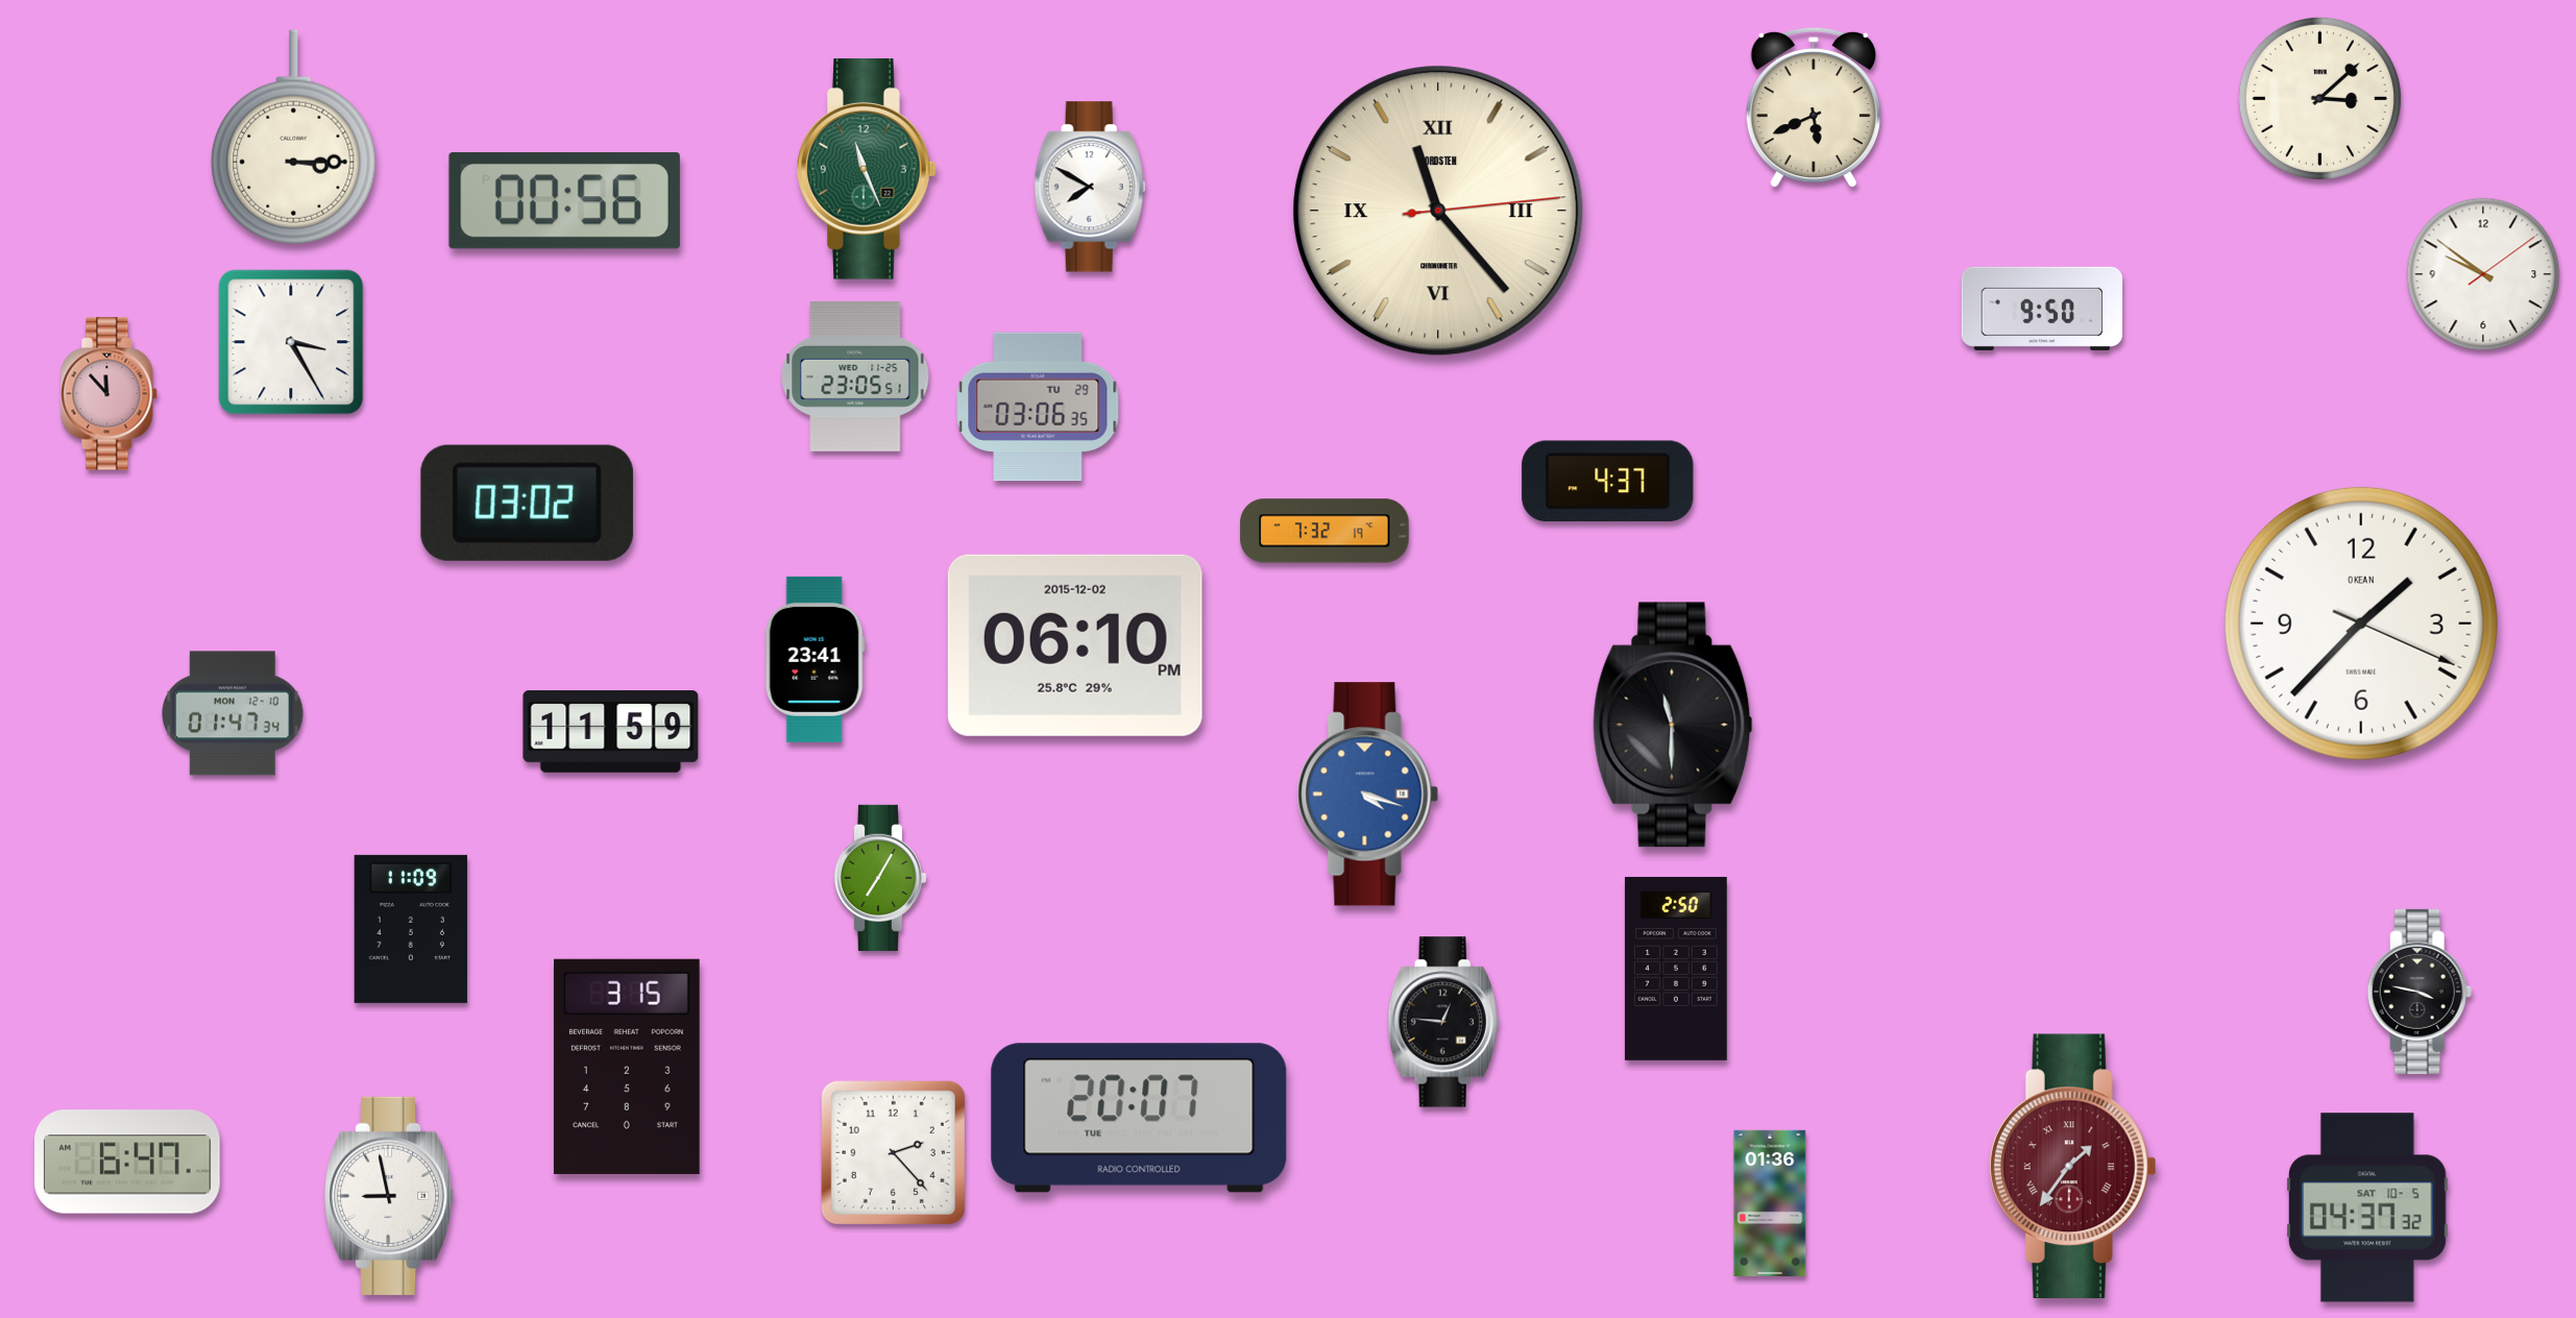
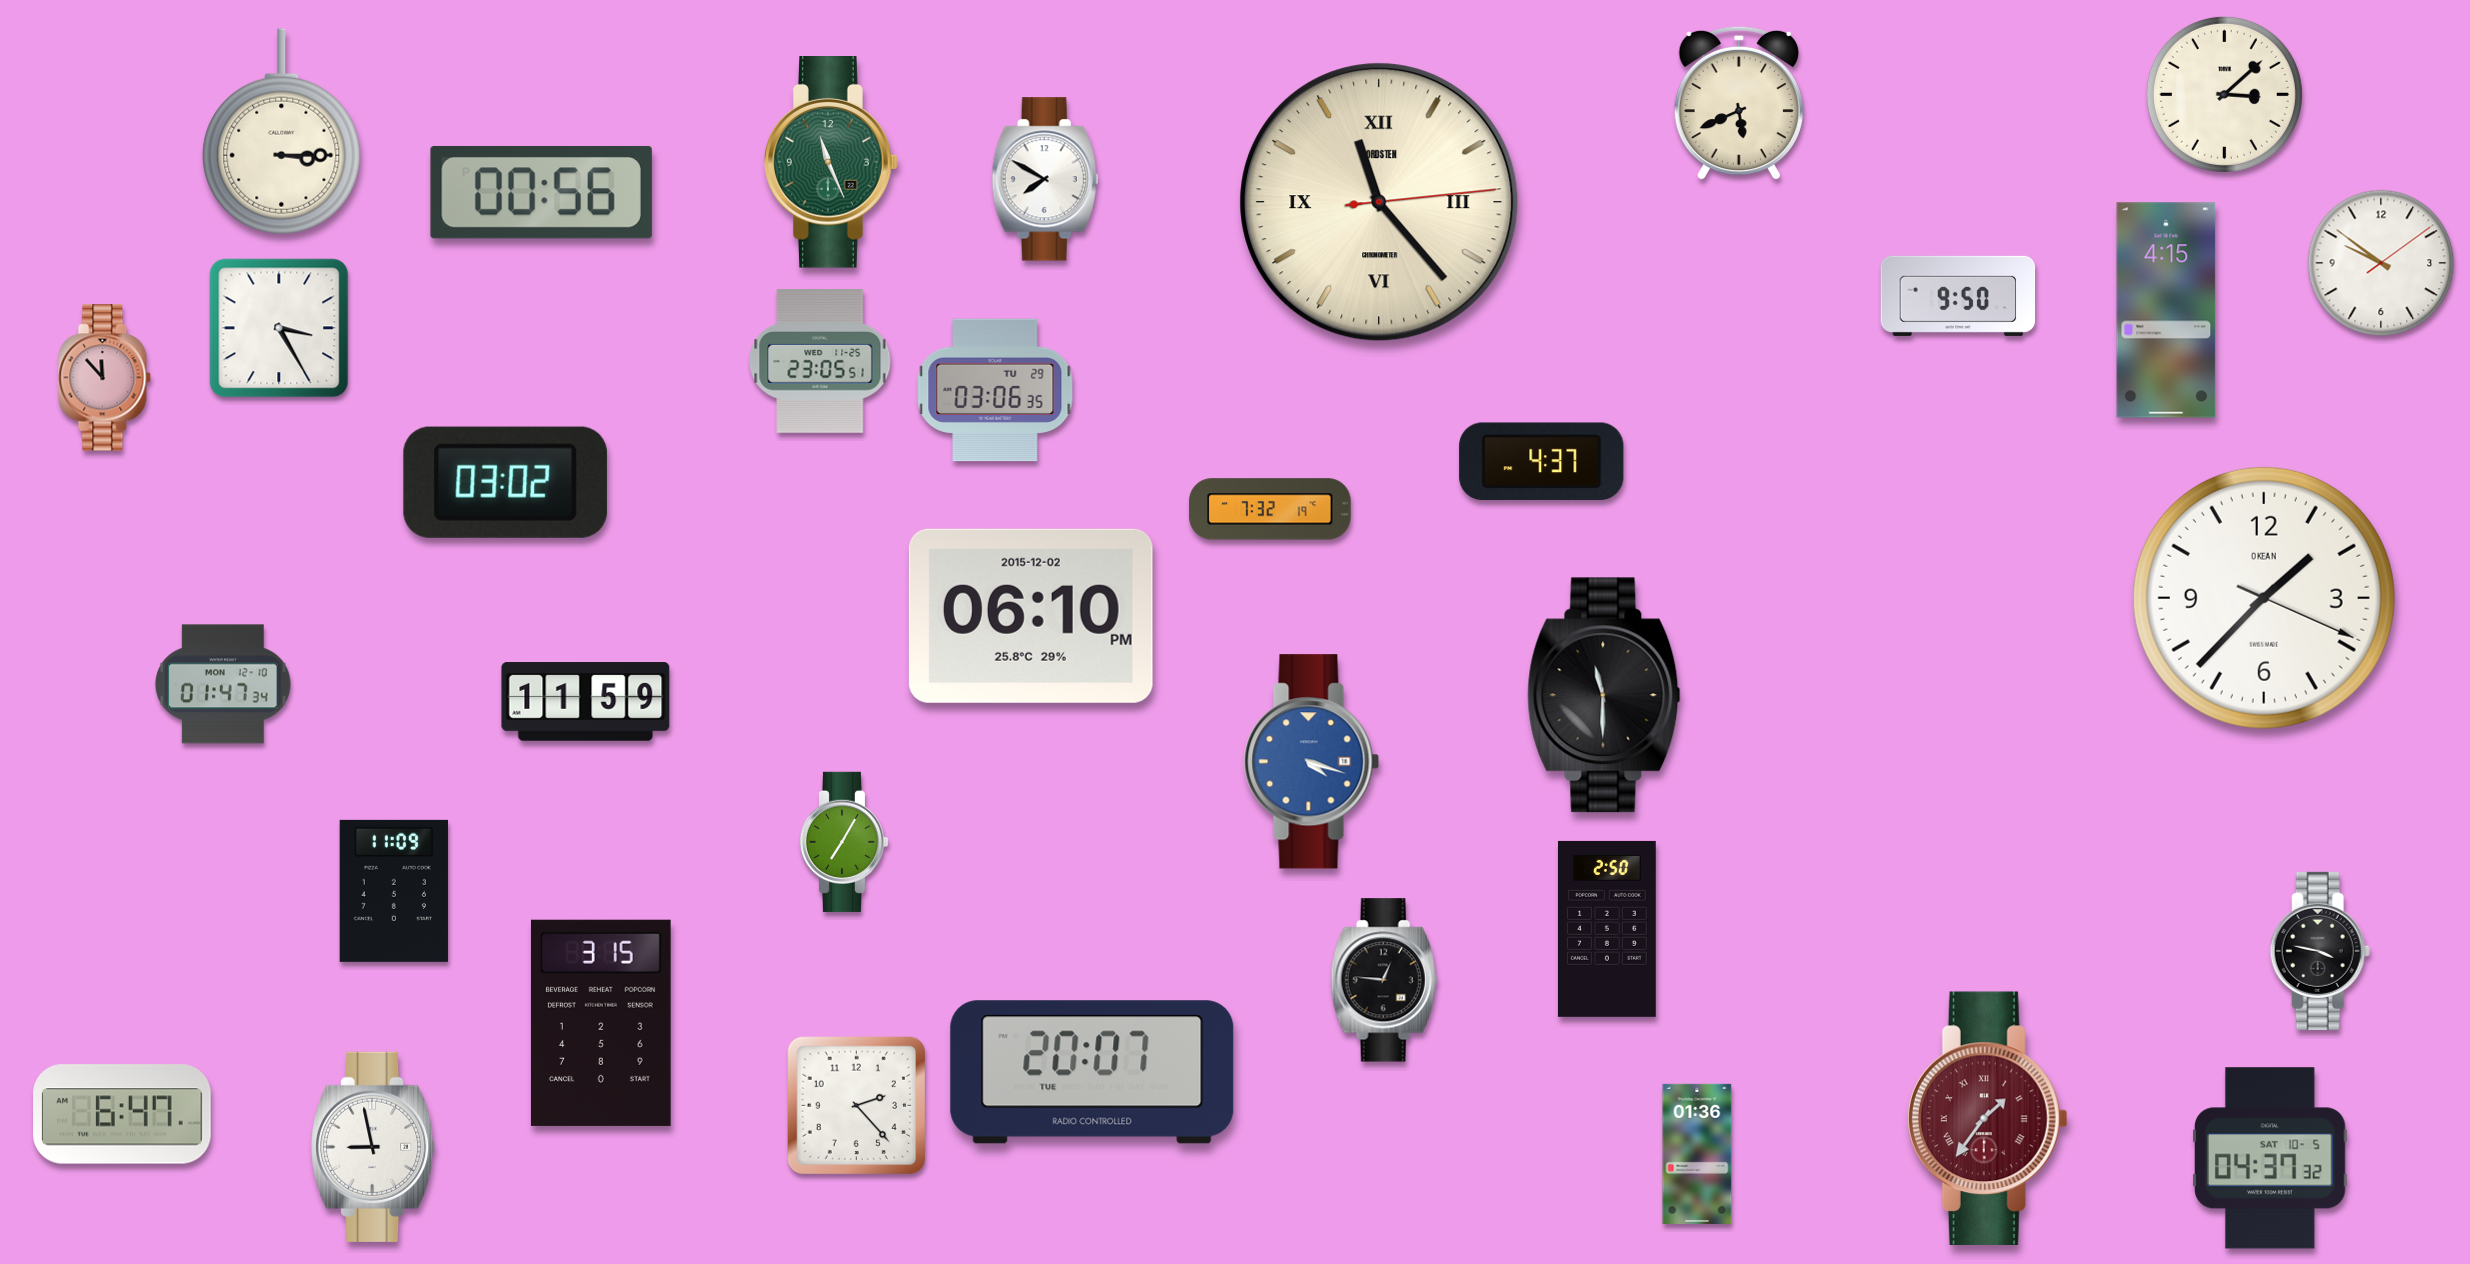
clock at (2166, 310): none -> 4:15
clock at (1075, 645) position: (1075, 645) -> (1031, 616)
clock at (815, 659): 23:41 -> none
